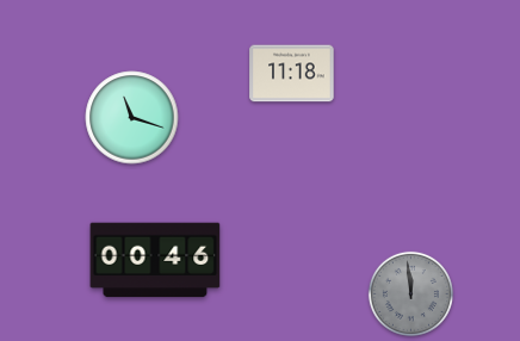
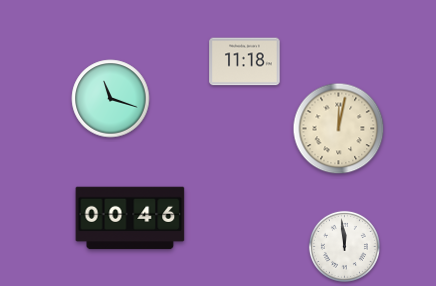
clock at (339, 129): none -> 12:02
clock at (410, 293) dial: grey -> white
